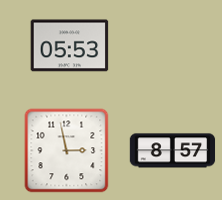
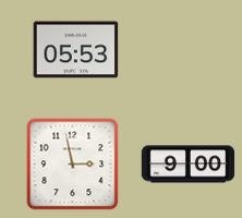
clock at (172, 151): 8:57 -> 9:00
